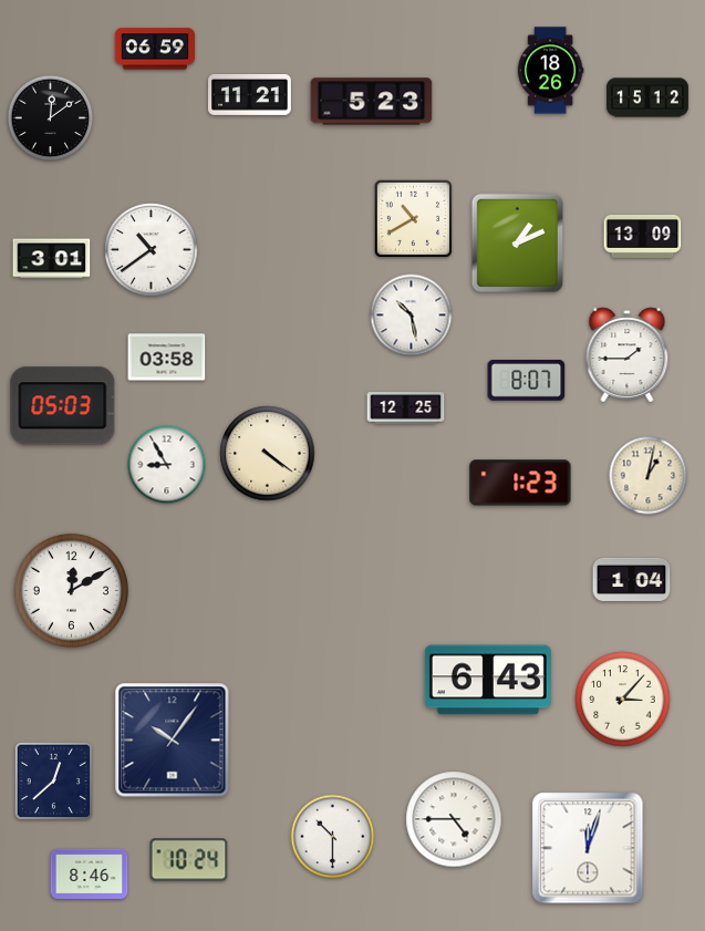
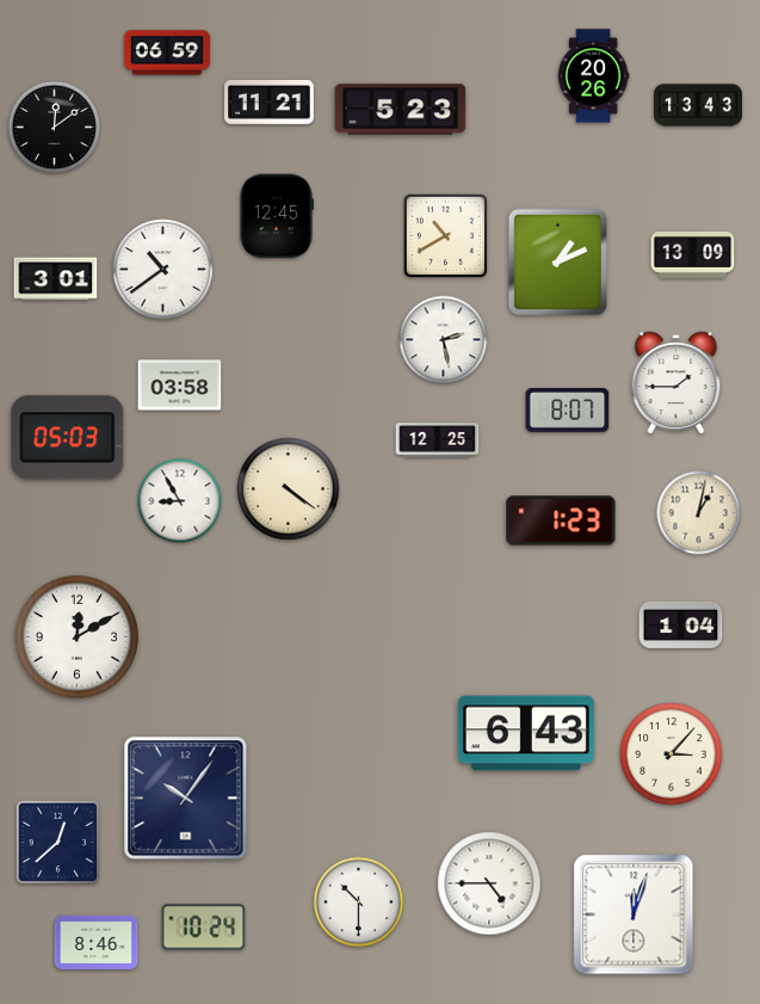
clock at (550, 71): 18:26 -> 20:26
clock at (647, 97): 15:12 -> 13:43
clock at (277, 216): none -> 12:45
clock at (412, 315): 10:28 -> 2:28
